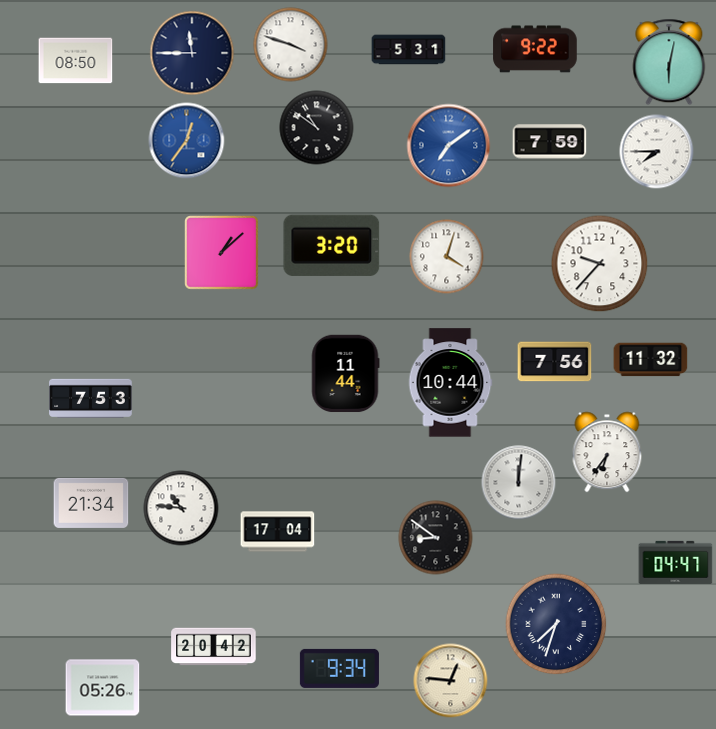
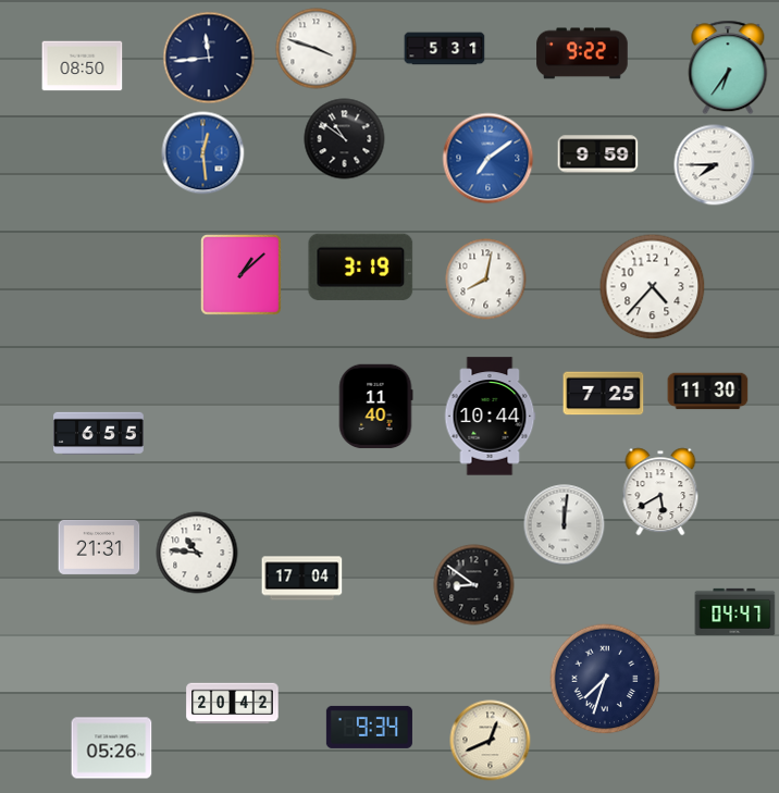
clock at (409, 50) position: (409, 50) -> (445, 49)
clock at (192, 53): 11:45 -> 11:44
clock at (669, 62): 6:02 -> 6:36
clock at (187, 141): 12:36 -> 12:29
clock at (550, 142): 7:59 -> 9:59
clock at (332, 245): 3:20 -> 3:19
clock at (447, 257): 4:03 -> 8:02
clock at (600, 264): 9:37 -> 4:37
clock at (651, 360): 11:32 -> 11:30
clock at (555, 362): 7:56 -> 7:25
clock at (345, 374): 11:44 -> 11:40
clock at (91, 399): 7:53 -> 6:55
clock at (607, 452): 6:36 -> 5:40
clock at (91, 503): 21:34 -> 21:31
clock at (451, 681): 12:46 -> 12:41
